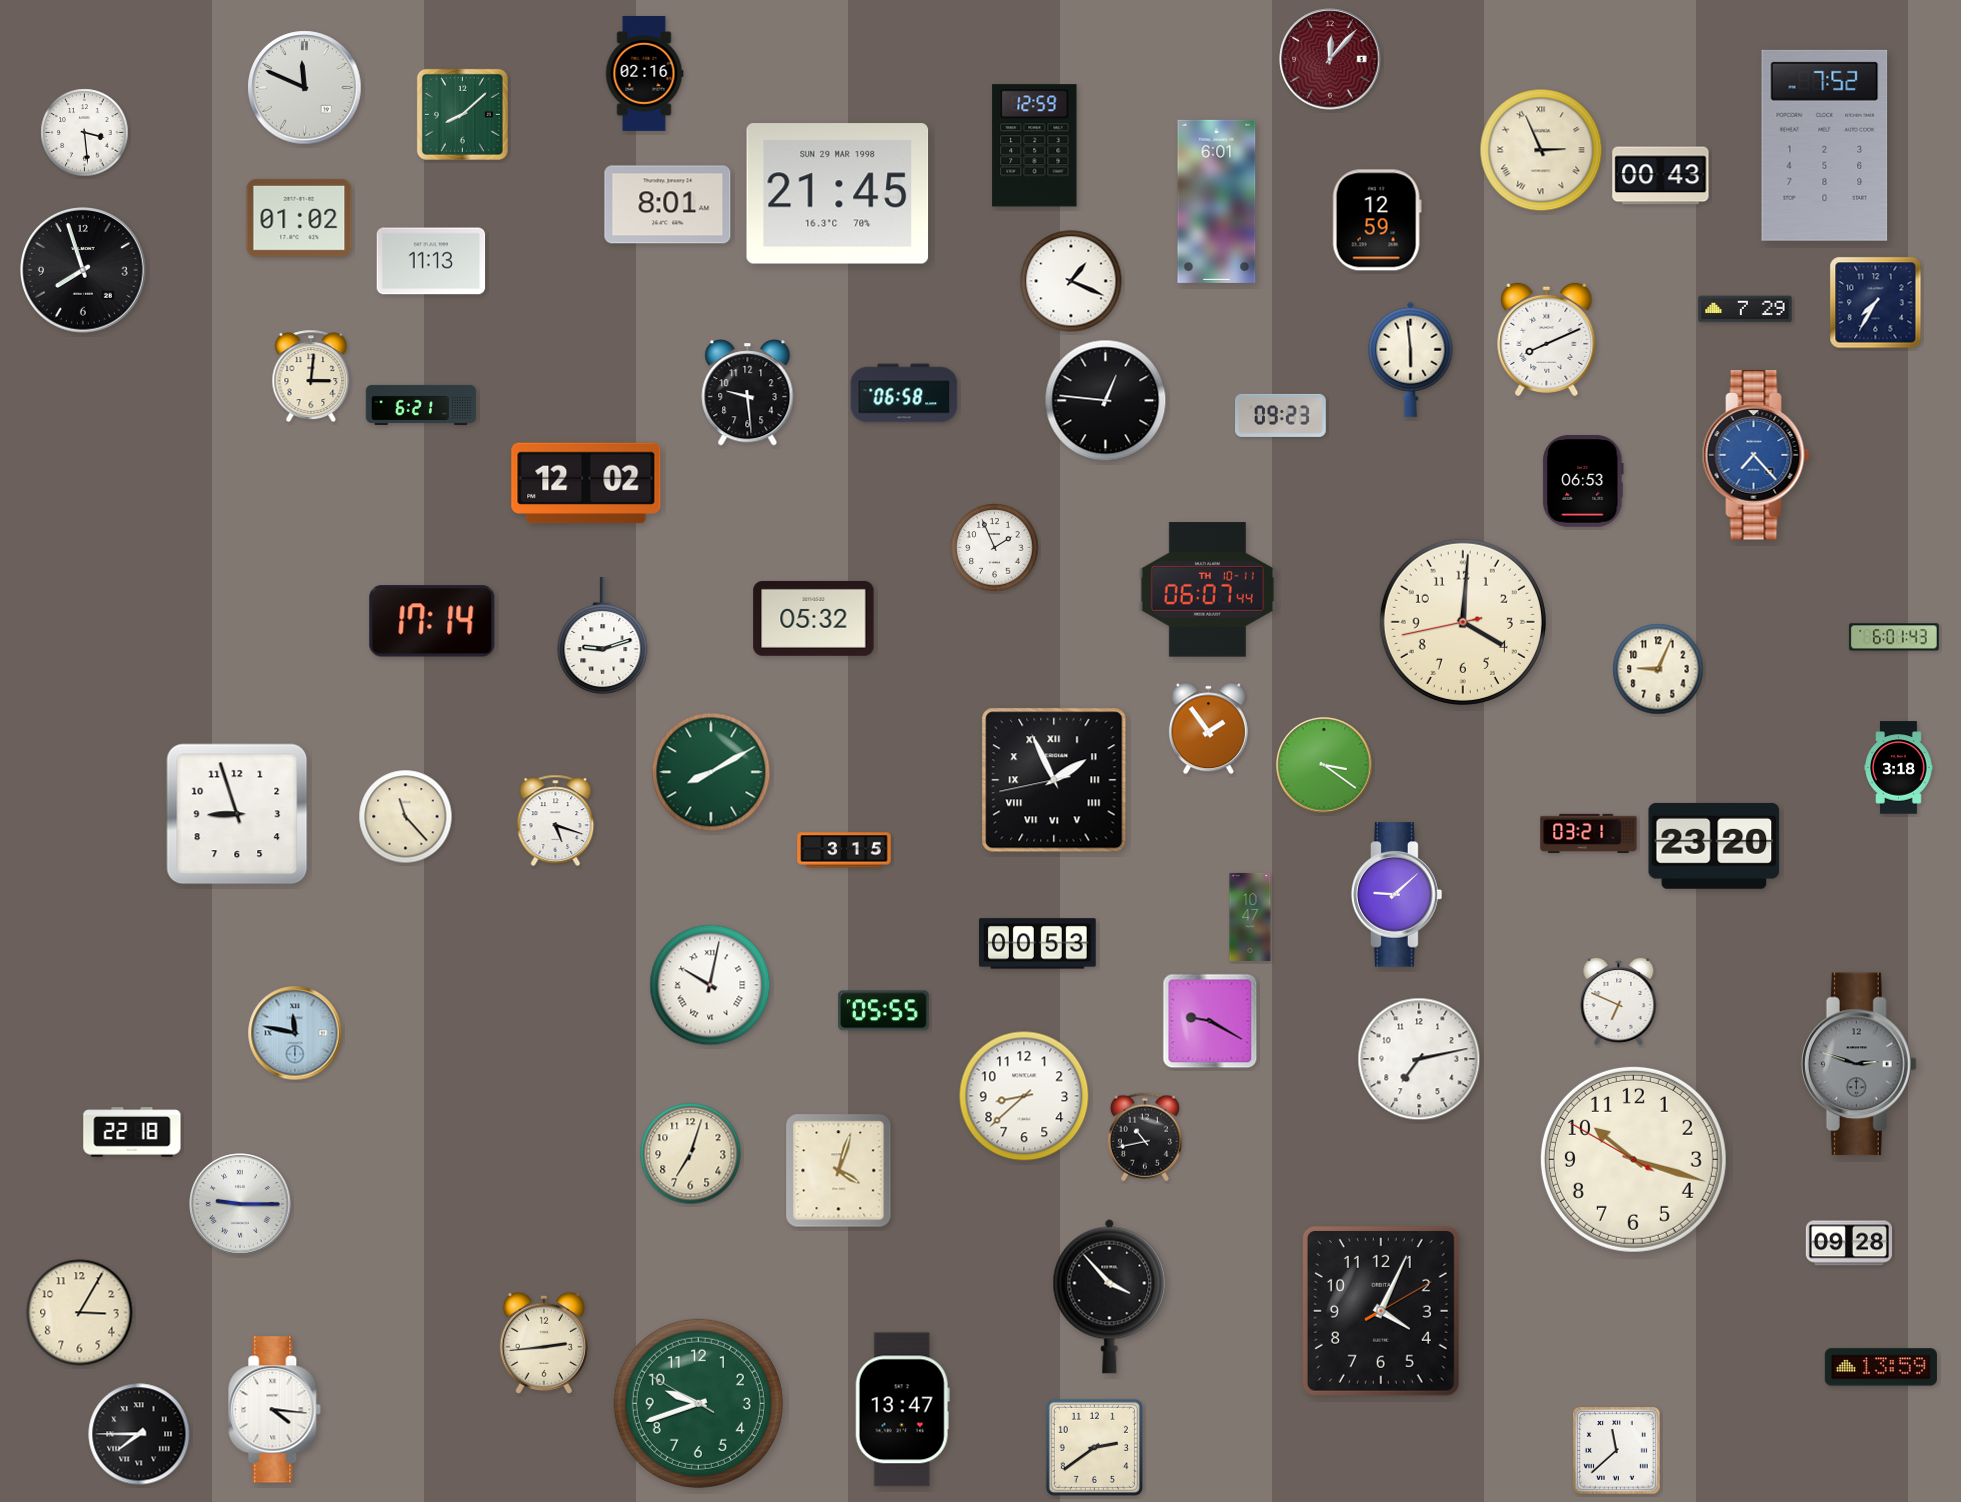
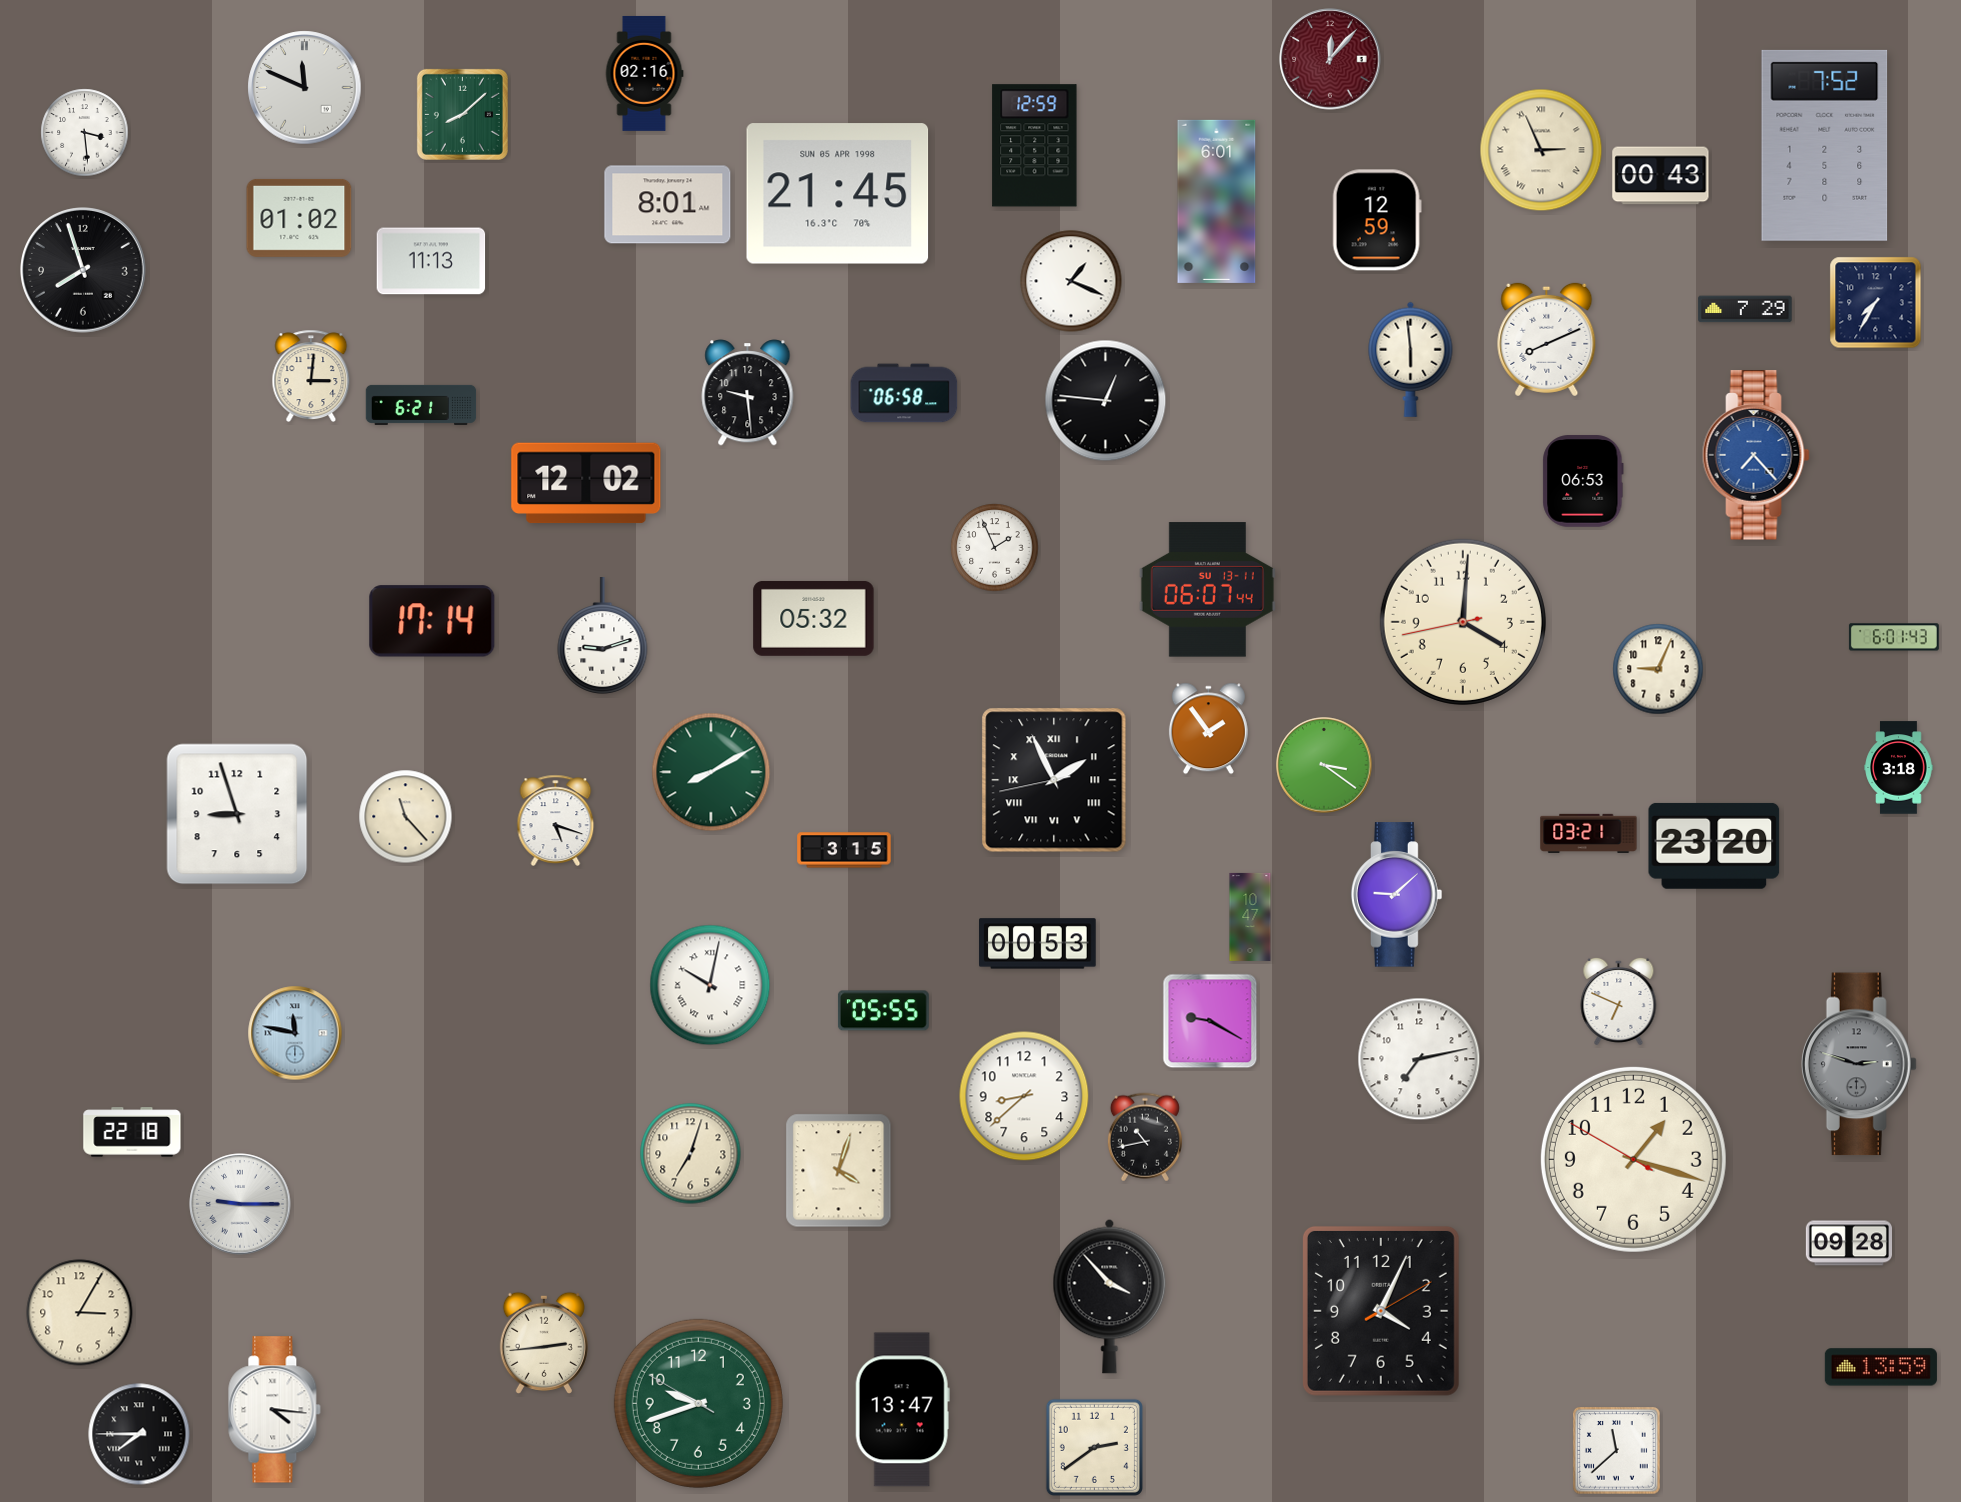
clock at (838, 194) date: SUN 29 MAR 1998 -> SUN 05 APR 1998
clock at (1281, 415): 09:23 -> none
clock at (1207, 590) date: TH 10-11 -> SU 13-11
clock at (1633, 1159): 10:17 -> 1:17
